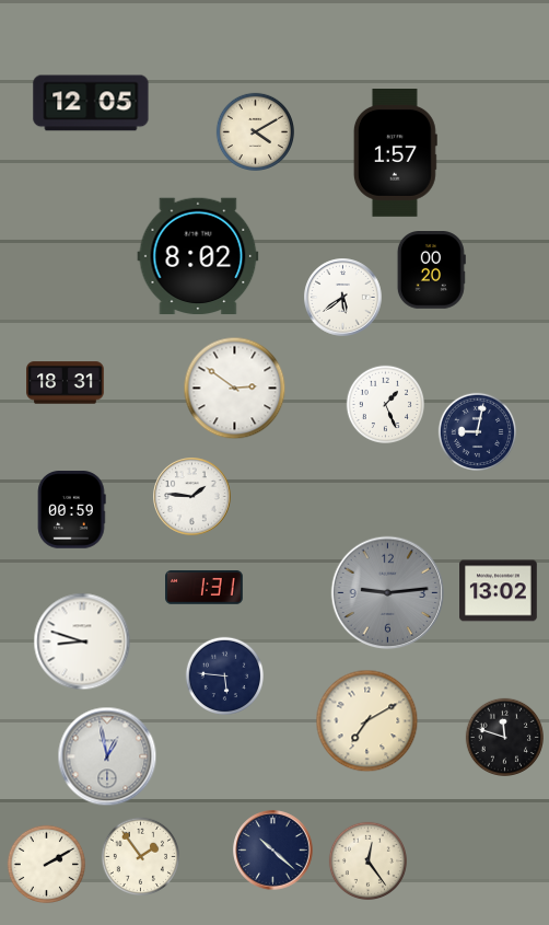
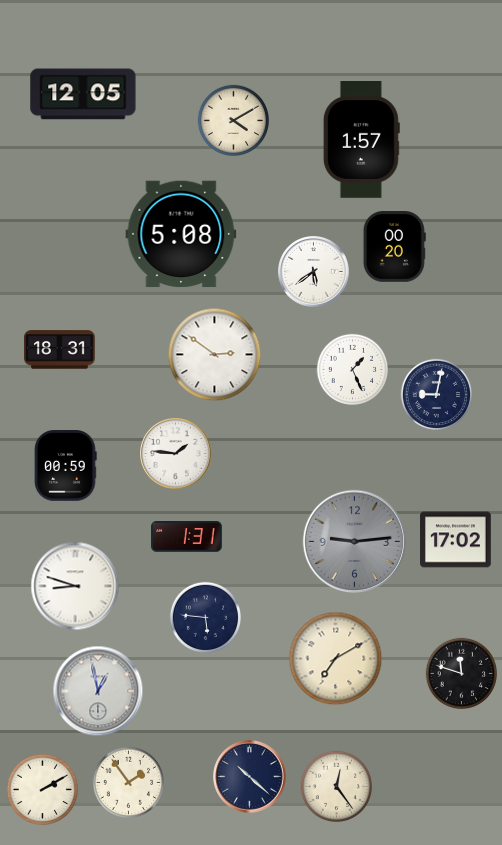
clock at (198, 256): 8:02 -> 5:08
clock at (499, 591): 13:02 -> 17:02
